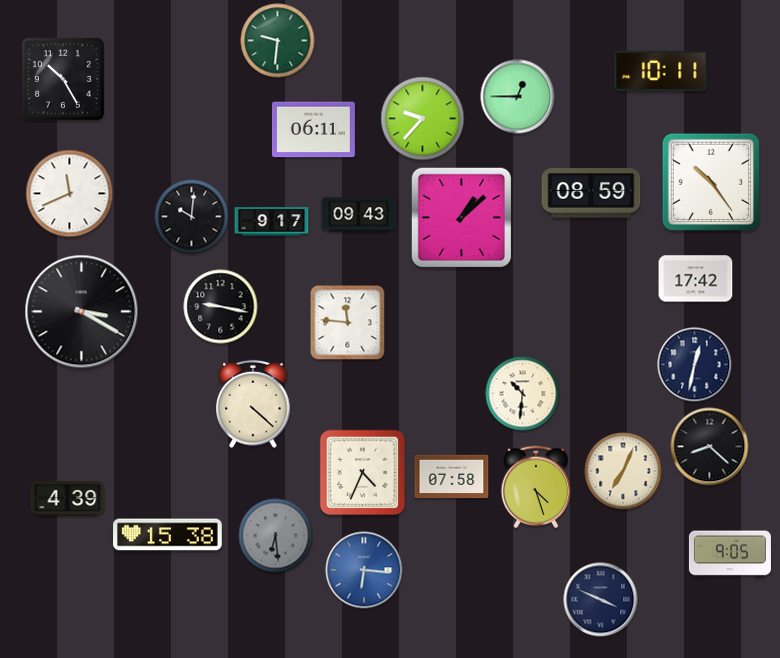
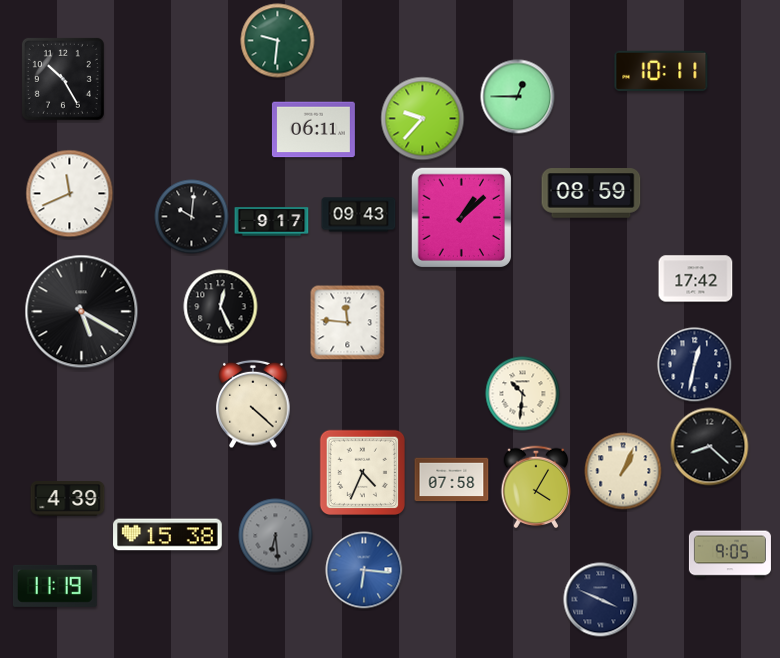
clock at (710, 181): 10:24 -> none
clock at (221, 307): 9:17 -> 12:26
clock at (82, 312): 3:20 -> 5:20
clock at (623, 471): 7:04 -> 1:04
clock at (452, 477) position: (452, 477) -> (452, 480)
clock at (536, 487): 4:27 -> 4:05
clock at (55, 586): none -> 11:19
